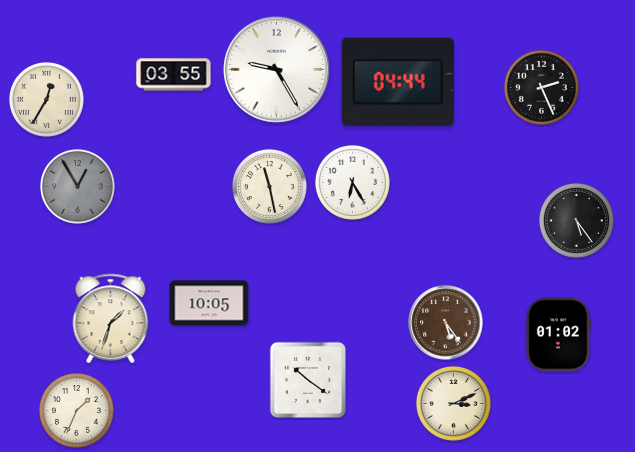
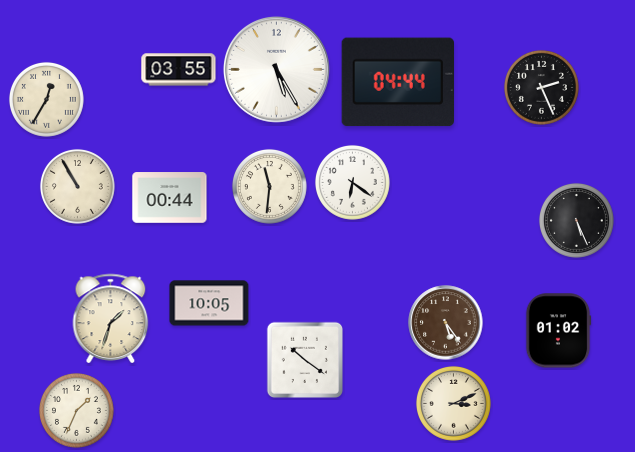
clock at (276, 69): 9:25 -> 5:25
clock at (174, 75) position: (174, 75) -> (179, 70)
clock at (352, 182): 6:25 -> 6:21
clock at (77, 186): 12:55 -> 10:55
clock at (77, 186) dial: grey -> cream
clock at (269, 186): 11:28 -> 11:31
clock at (170, 198): none -> 00:44
clock at (576, 220): 5:24 -> 5:26
clock at (558, 335) position: (558, 335) -> (558, 331)
clock at (307, 379) position: (307, 379) -> (304, 359)
